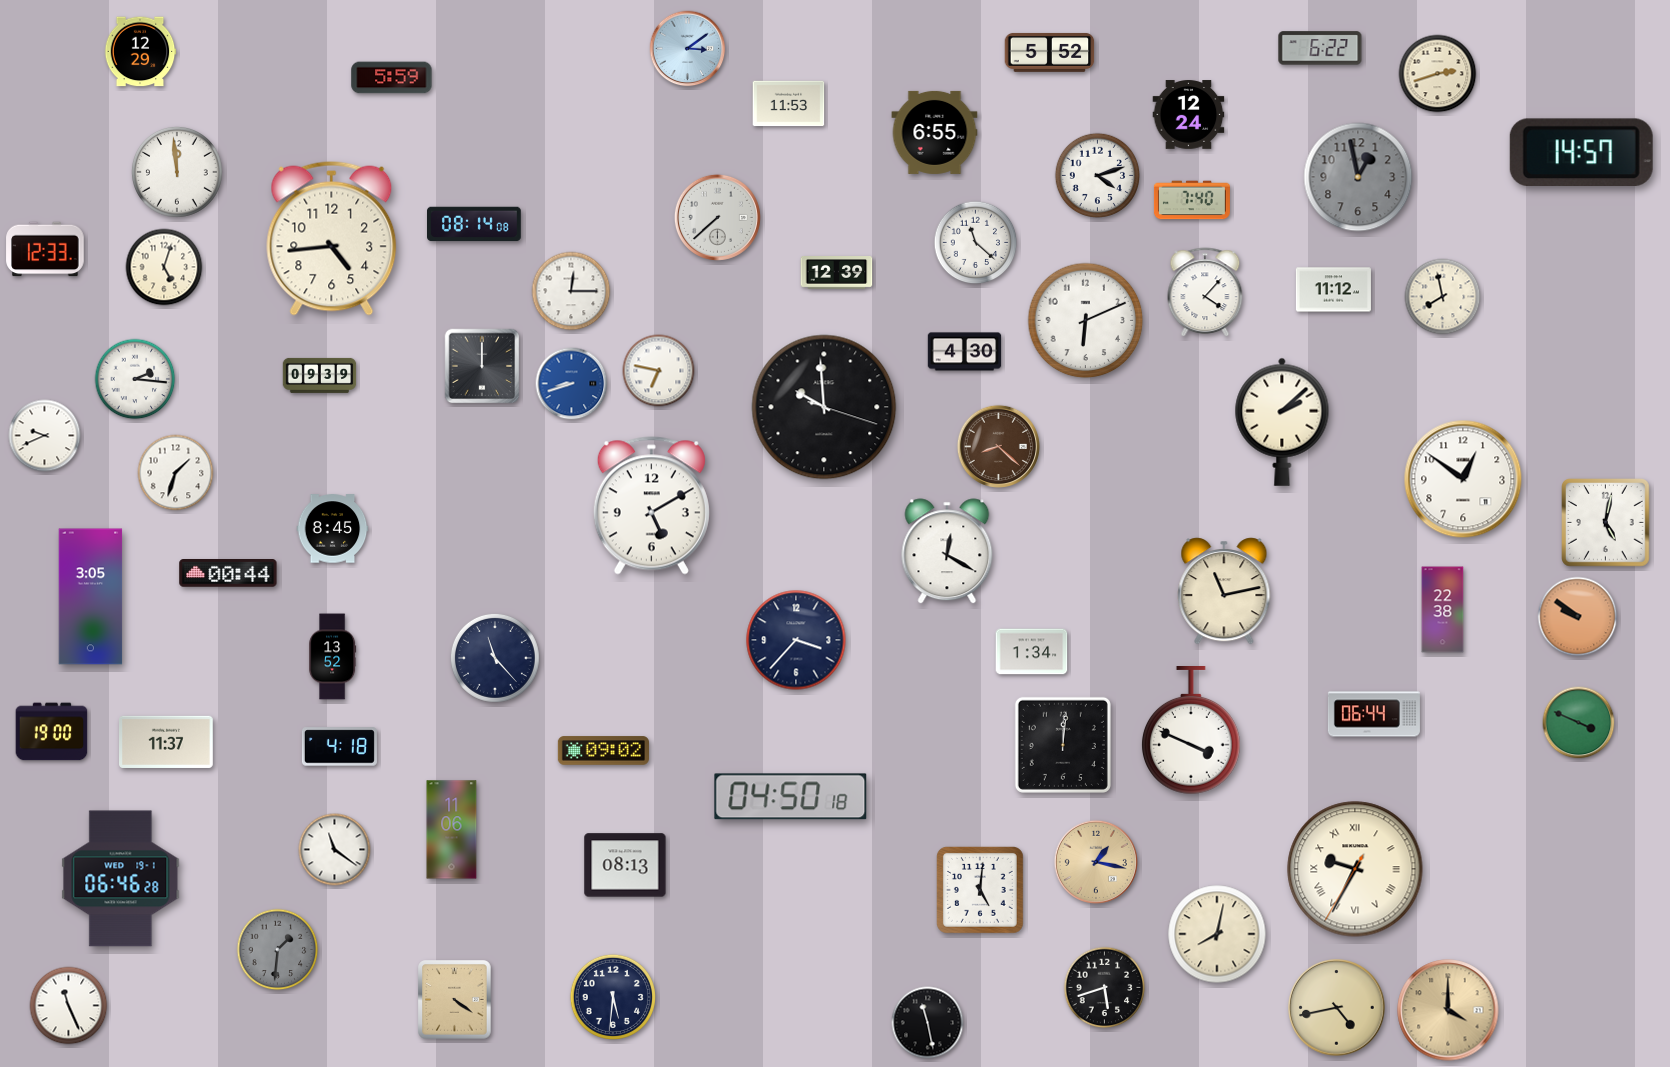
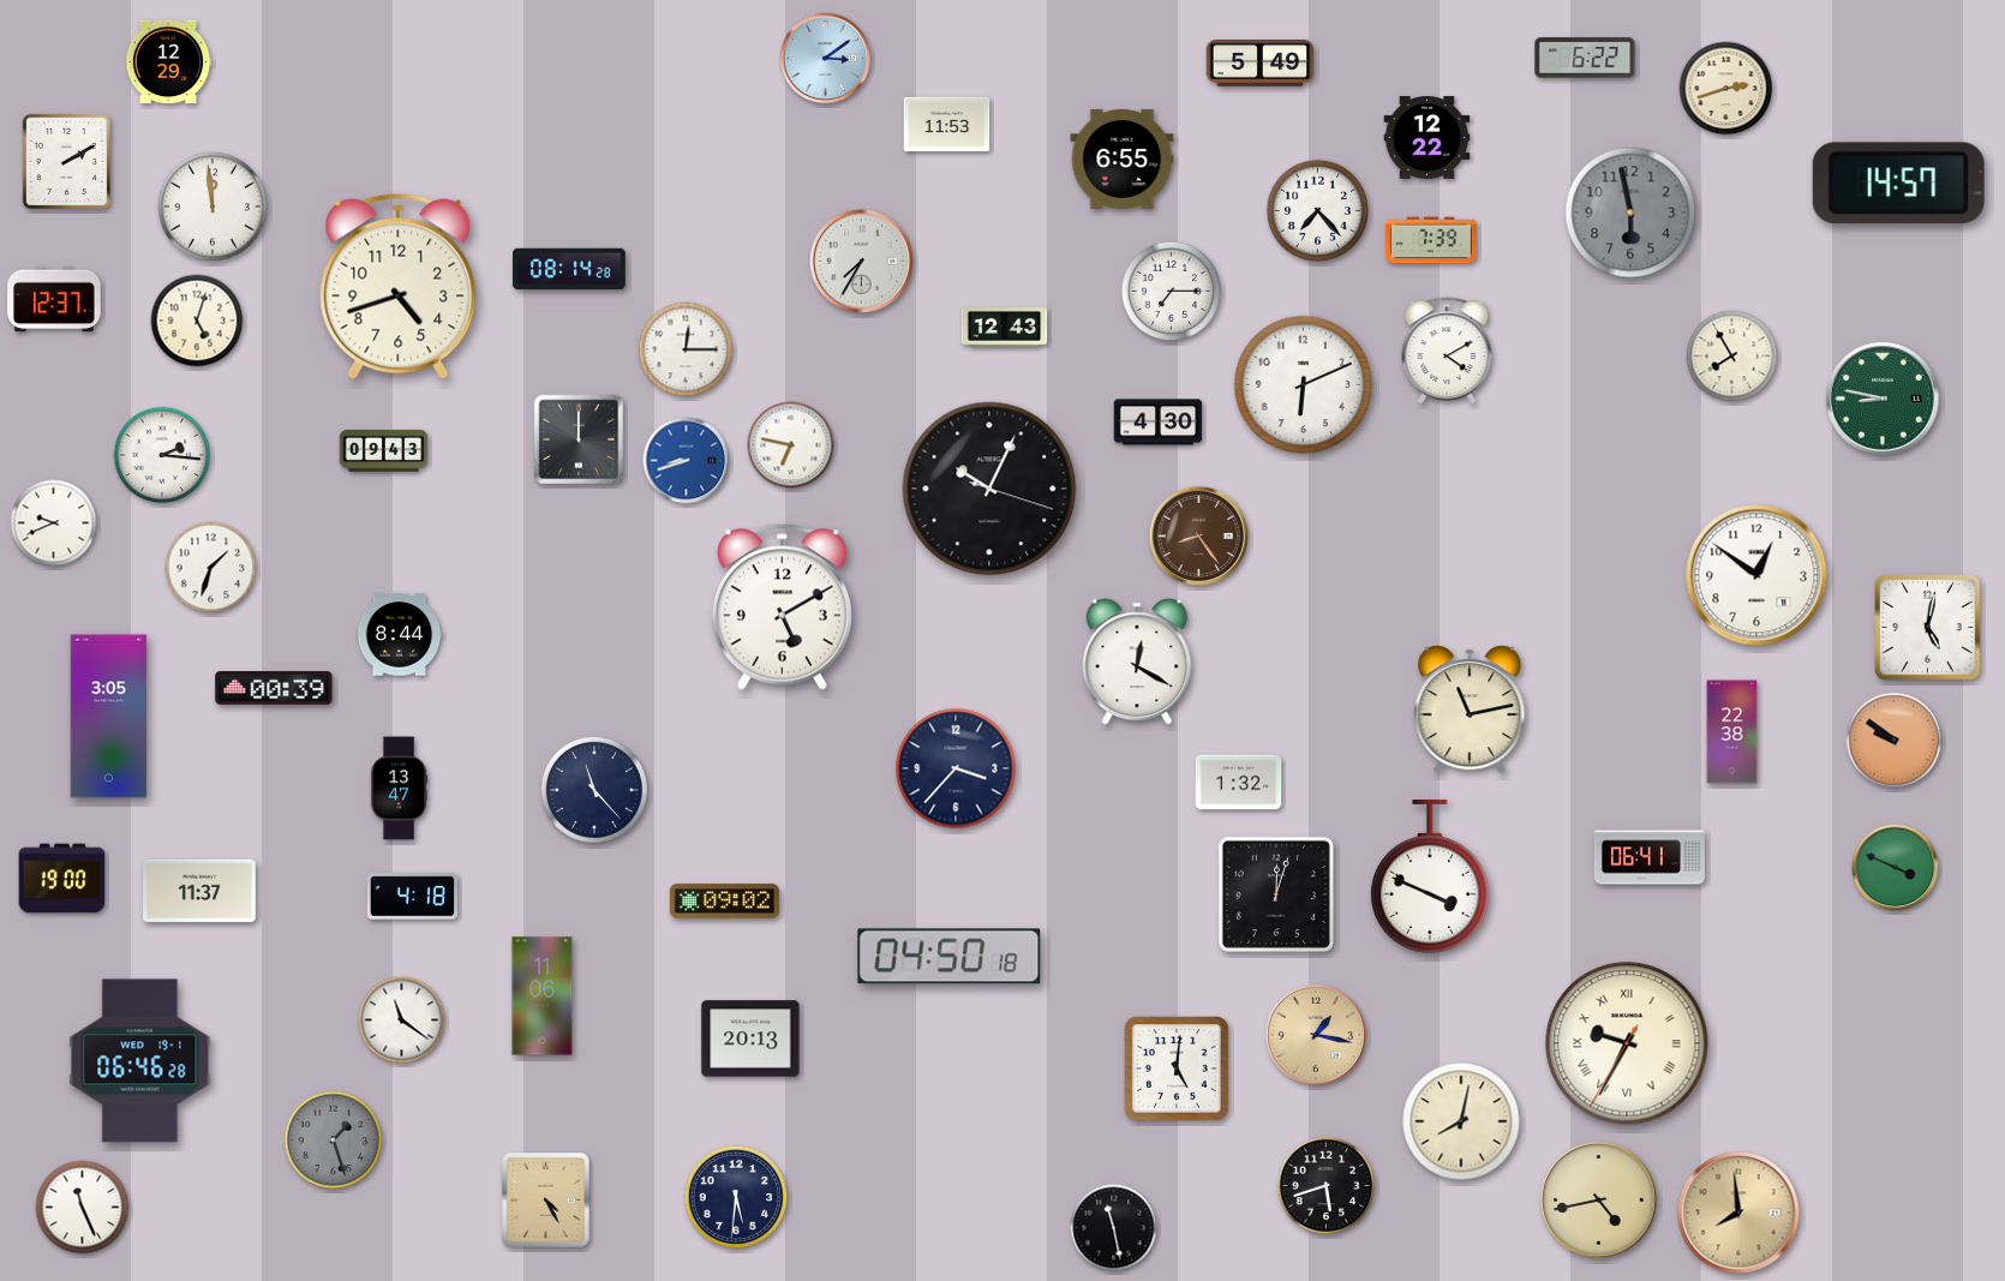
clock at (1050, 52): 5:52 -> 5:49
clock at (392, 78): 5:59 -> none
clock at (1189, 115): 12:24 -> 12:22
clock at (66, 161): none -> 2:10
clock at (1097, 175): 4:12 -> 7:23
clock at (1358, 177): 12:58 -> 5:58
clock at (1192, 200): 7:40 -> 7:39
clock at (717, 217): 7:38 -> 7:35
clock at (475, 224): 08:14:08 -> 08:14:28
clock at (332, 238): 4:44 -> 4:42
clock at (976, 243): 11:22 -> 7:15
clock at (45, 249): 12:33 -> 12:37
clock at (837, 273): 12:39 -> 12:43
clock at (1333, 290): 11:12 -> none
clock at (1205, 293): 4:07 -> 4:10
clock at (1443, 297): 7:58 -> 7:55
clock at (1883, 399): none -> 8:47
clock at (320, 375): 09:39 -> 09:43
clock at (824, 407): 9:59 -> 10:04
clock at (1282, 422): 2:08 -> none
clock at (998, 446): 8:22 -> 8:24
clock at (333, 529): 8:45 -> 8:44
clock at (228, 574): 00:44 -> 00:39
clock at (1032, 652): 1:34 -> 1:32
clock at (333, 657): 13:52 -> 13:47
clock at (1374, 714): 06:44 -> 06:41
clock at (1063, 745): 12:01 -> 12:03
clock at (339, 747) position: (339, 747) -> (412, 897)
clock at (625, 865): 08:13 -> 20:13
clock at (121, 879) position: (121, 879) -> (140, 1061)
clock at (278, 950): 1:31 -> 1:27
clock at (455, 1000): 4:21 -> 4:25
clock at (1337, 1008) position: (1337, 1008) -> (1599, 1201)
clock at (1448, 1010): 4:00 -> 7:59
